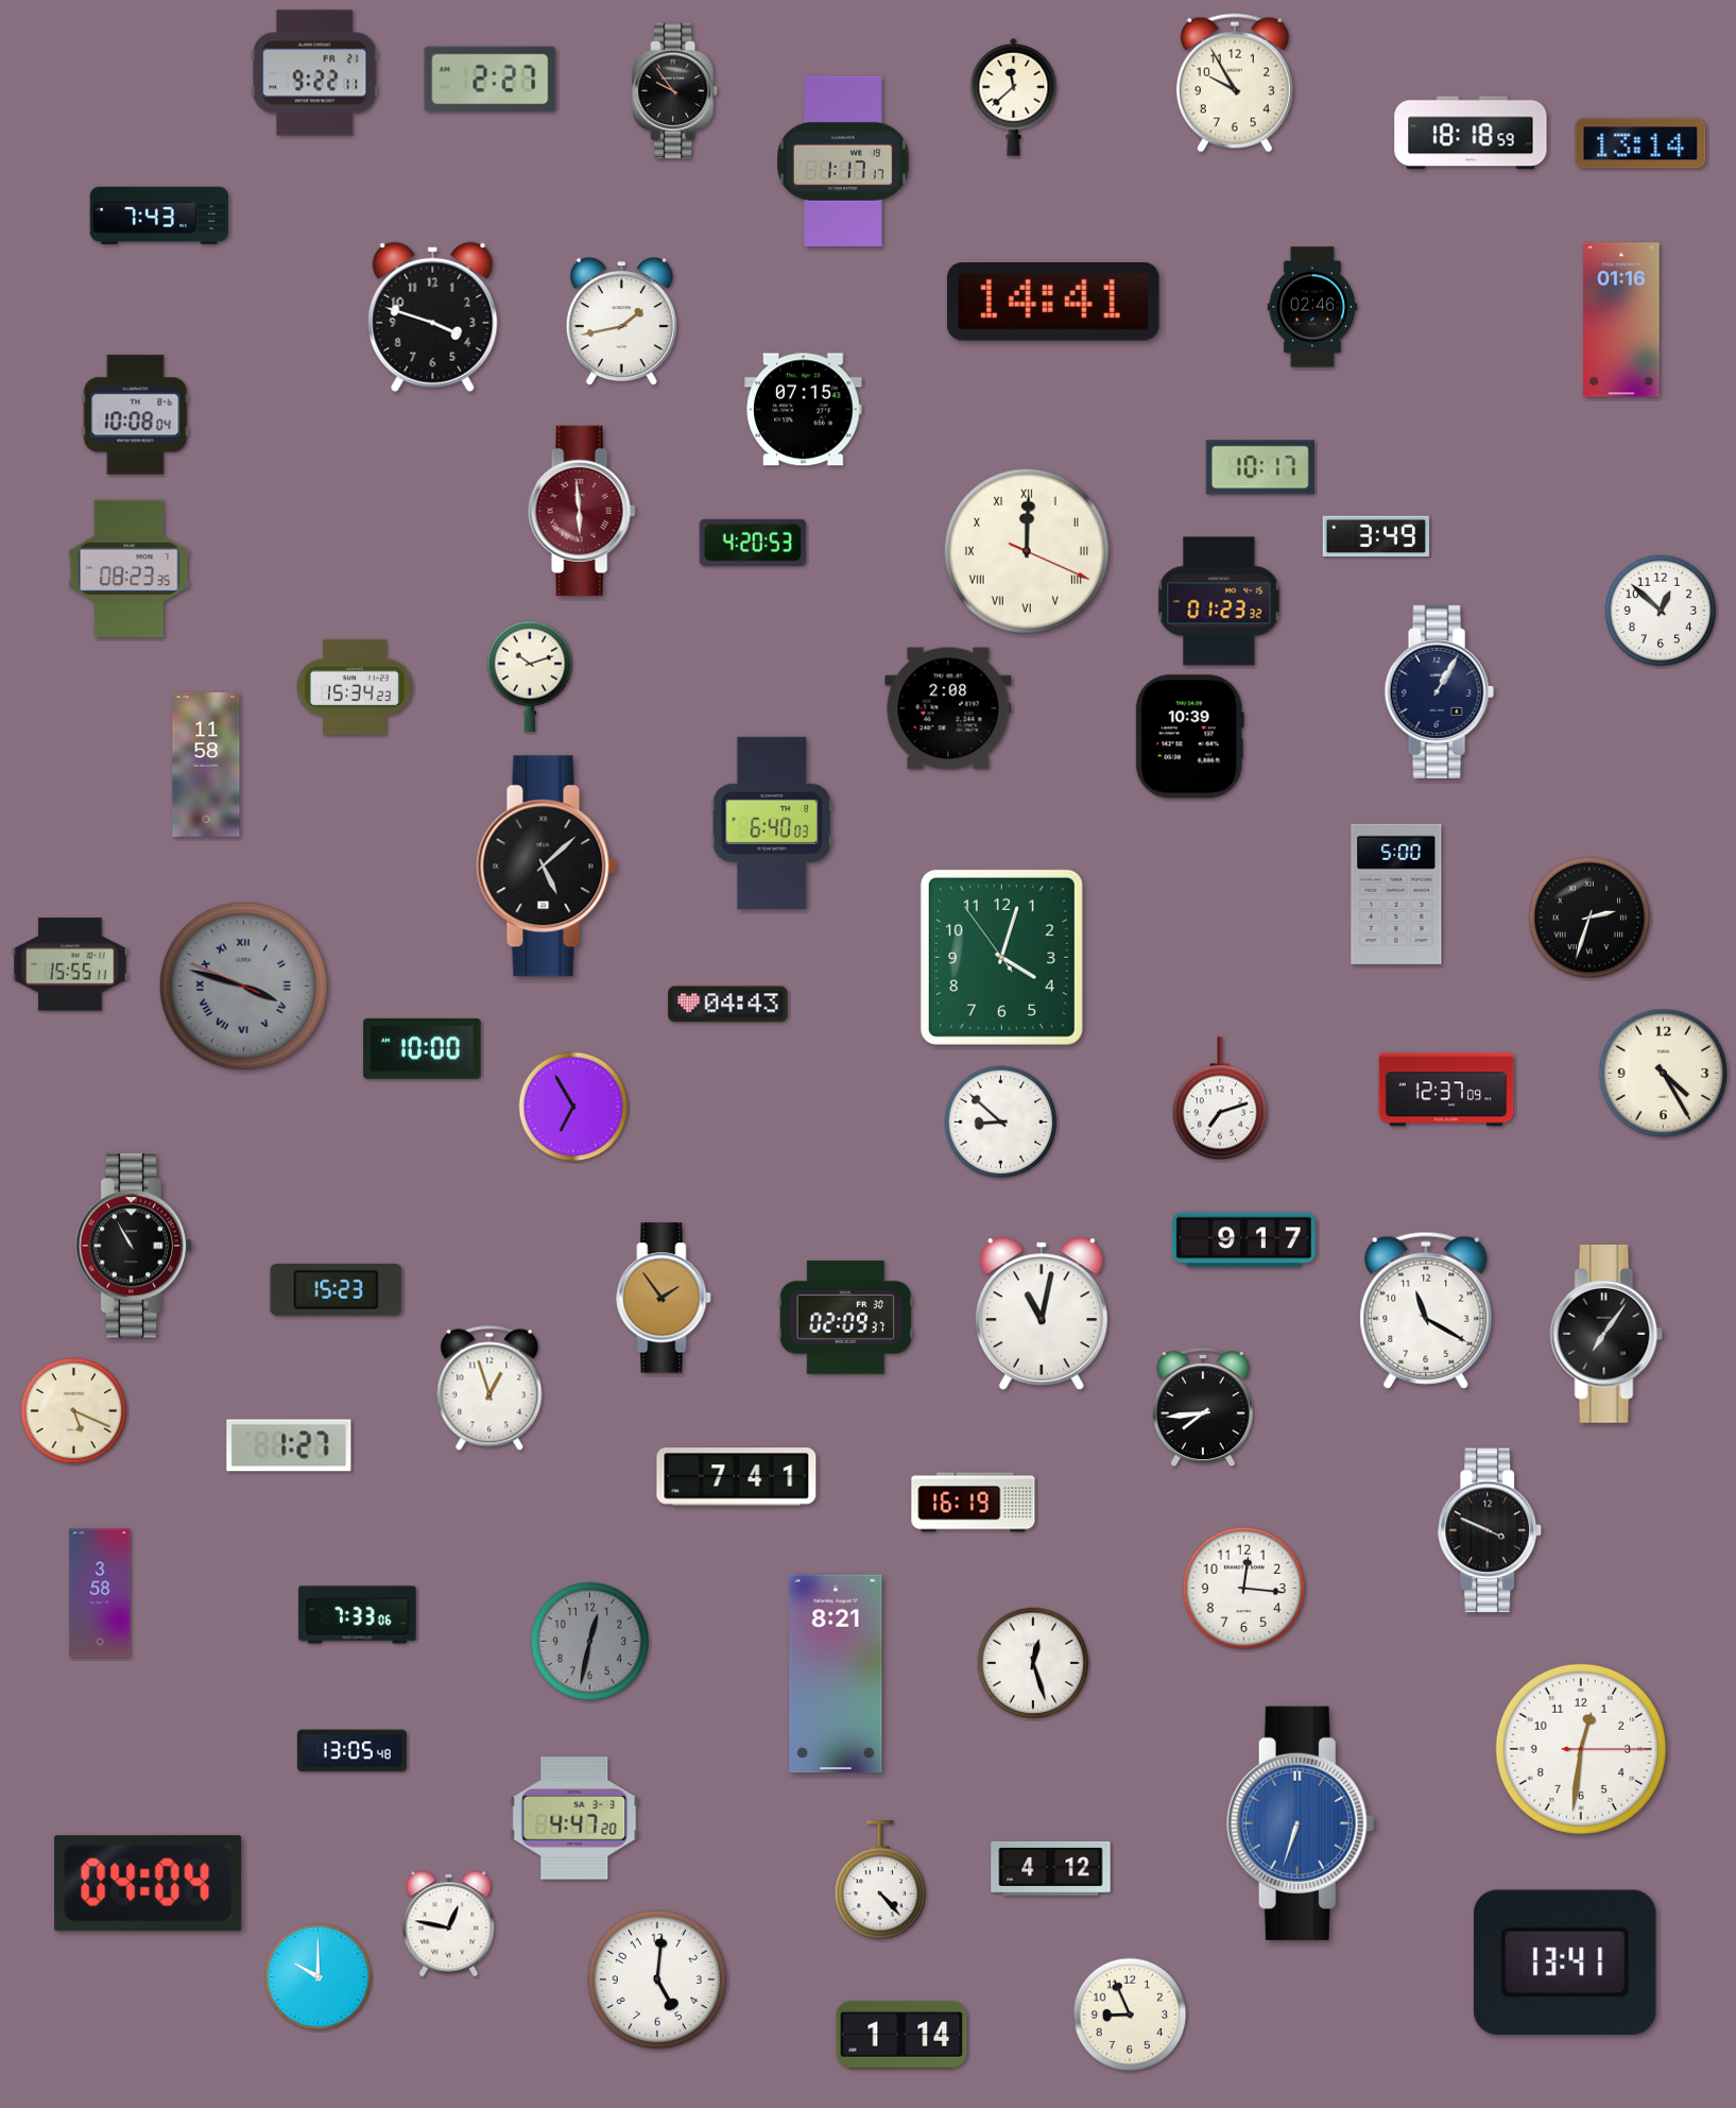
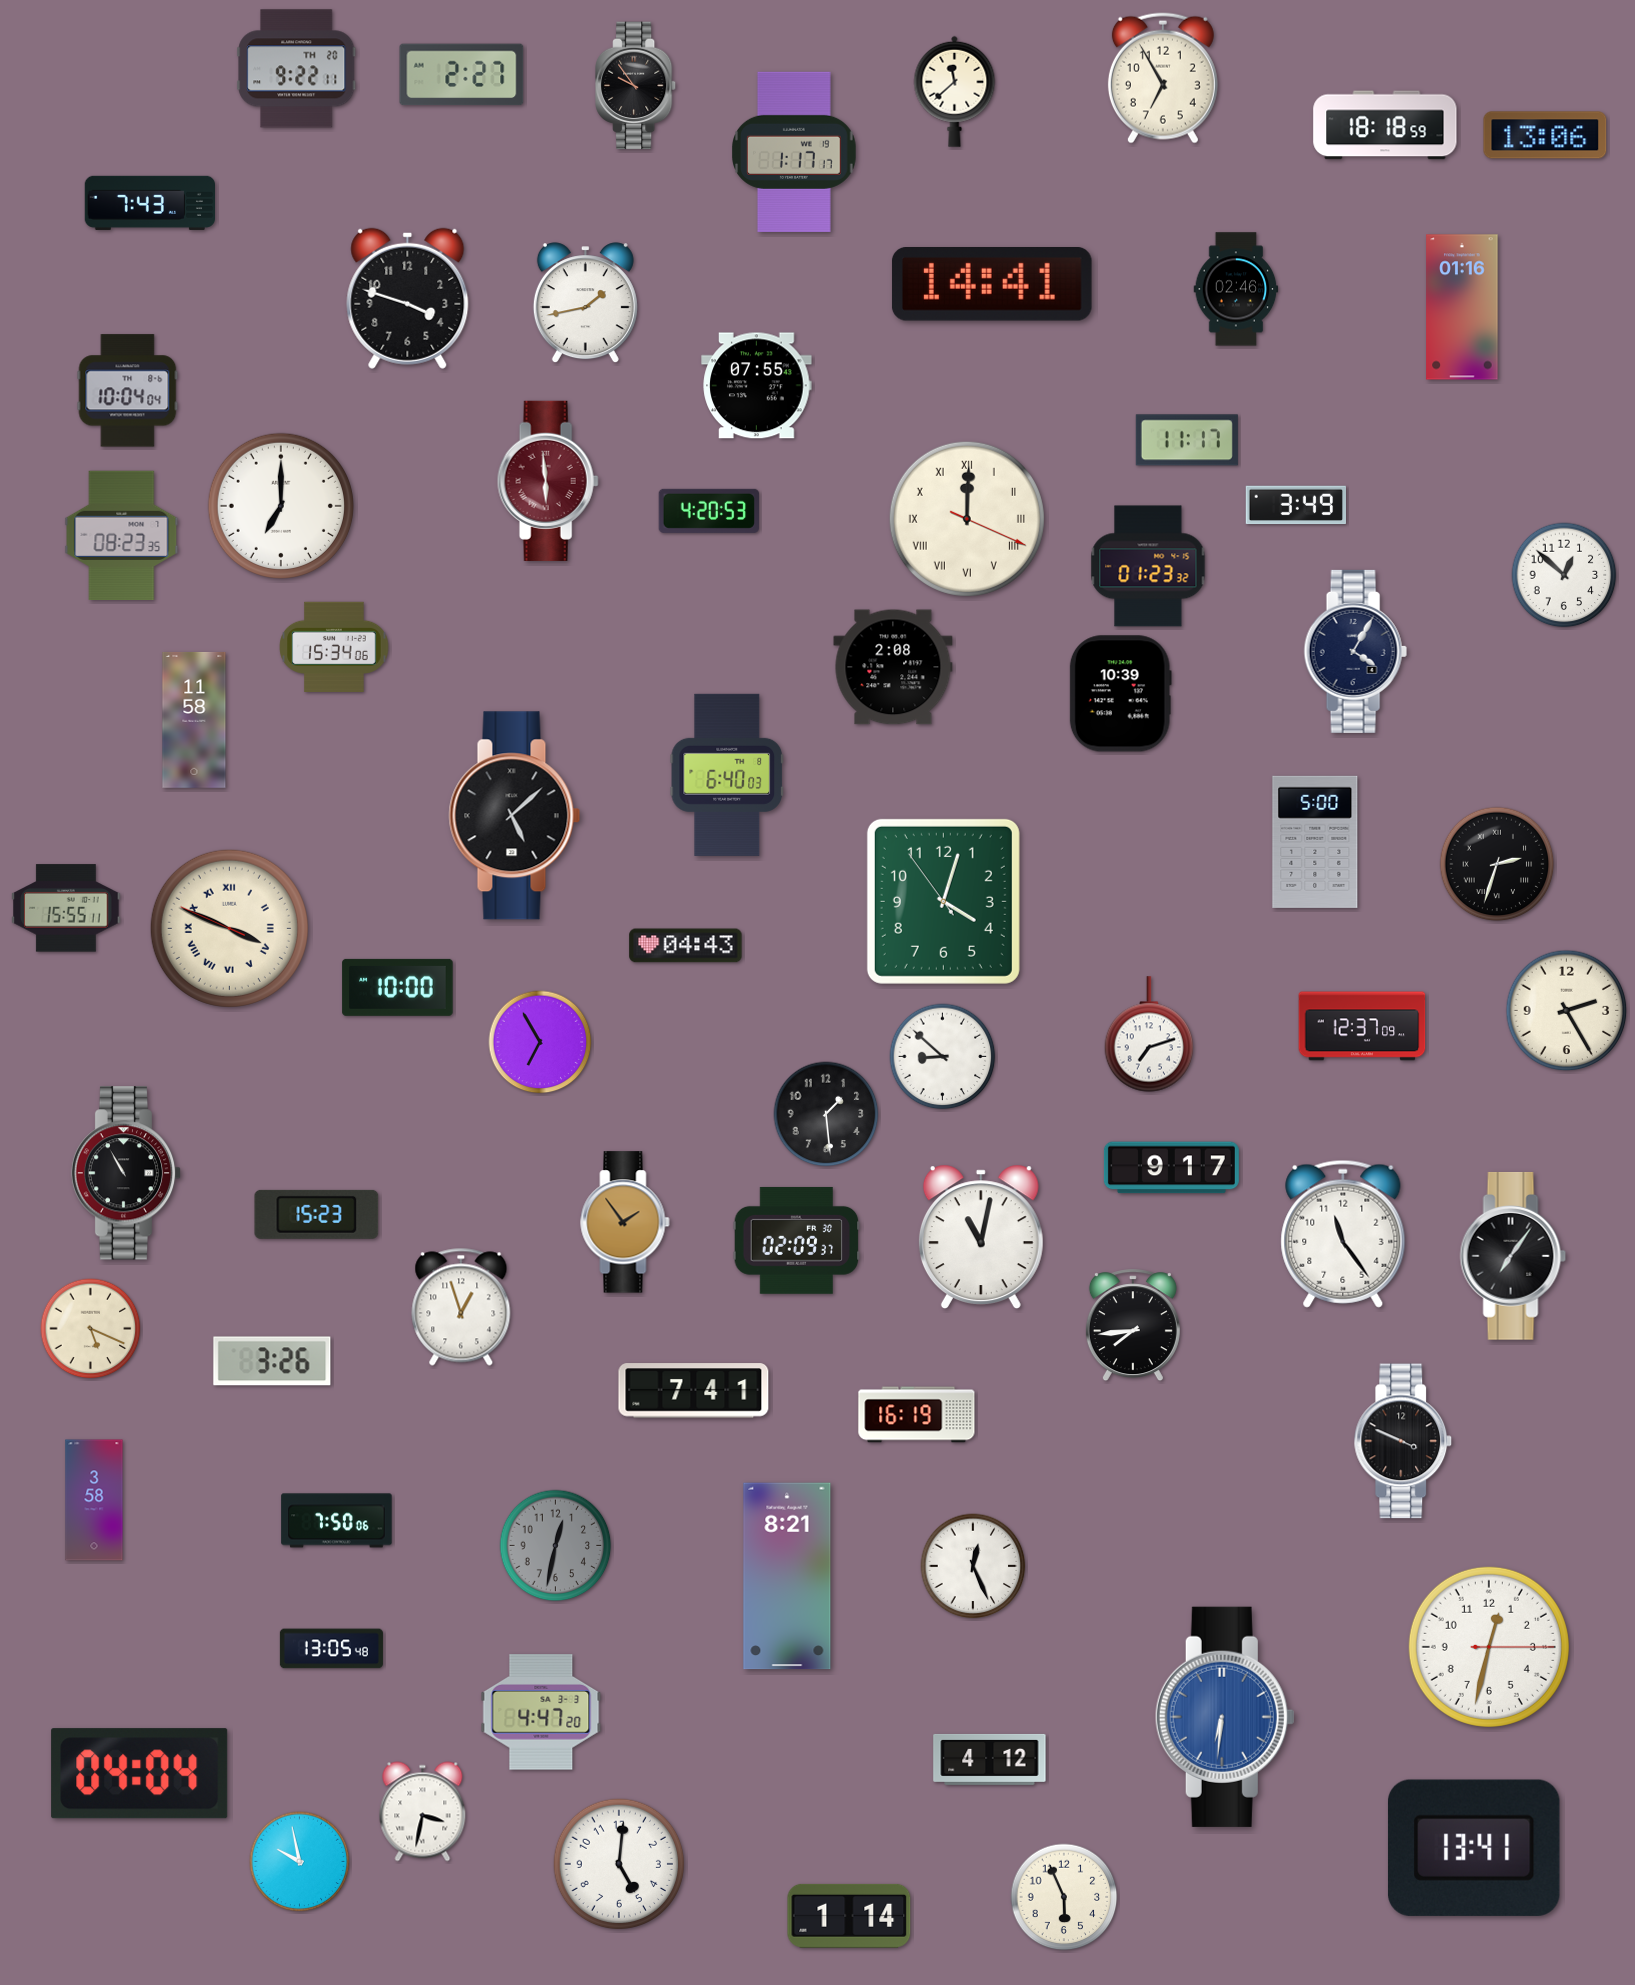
clock at (315, 73) date: FR 21 -> TH 20
clock at (1235, 83): 9:55 -> 6:55
clock at (1640, 143): 13:14 -> 13:06
clock at (1621, 320) position: (1621, 320) -> (1462, 307)
clock at (804, 410): 07:15 -> 07:55
clock at (136, 415): 10:08 -> 10:04
clock at (1260, 467): 10:17 -> 11:17
clock at (281, 506): none -> 7:00
clock at (530, 676): 10:12 -> none
clock at (355, 686): 15:34:23 -> 15:34:06
clock at (1439, 691): 1:05 -> 4:05
clock at (243, 986): 3:47 -> 3:48
clock at (243, 986) dial: grey -> cream
clock at (1664, 1074): 4:25 -> 2:25
clock at (826, 1114): none -> 1:29
clock at (1426, 1310): 11:20 -> 11:24
clock at (74, 1411) position: (74, 1411) -> (91, 1329)
clock at (289, 1445): 1:27 -> 3:26
clock at (1244, 1589): 12:16 -> none
clock at (358, 1615): 7:33 -> 7:50
clock at (1033, 1663): 12:27 -> 12:26
clock at (1581, 1749): 12:31 -> 12:32
clock at (1301, 1823): 6:33 -> 6:31
clock at (880, 1881): 4:23 -> none
clock at (449, 1924): 12:47 -> 3:32
clock at (319, 1977): 10:00 -> 9:58
clock at (1130, 2015): 8:56 -> 5:56
